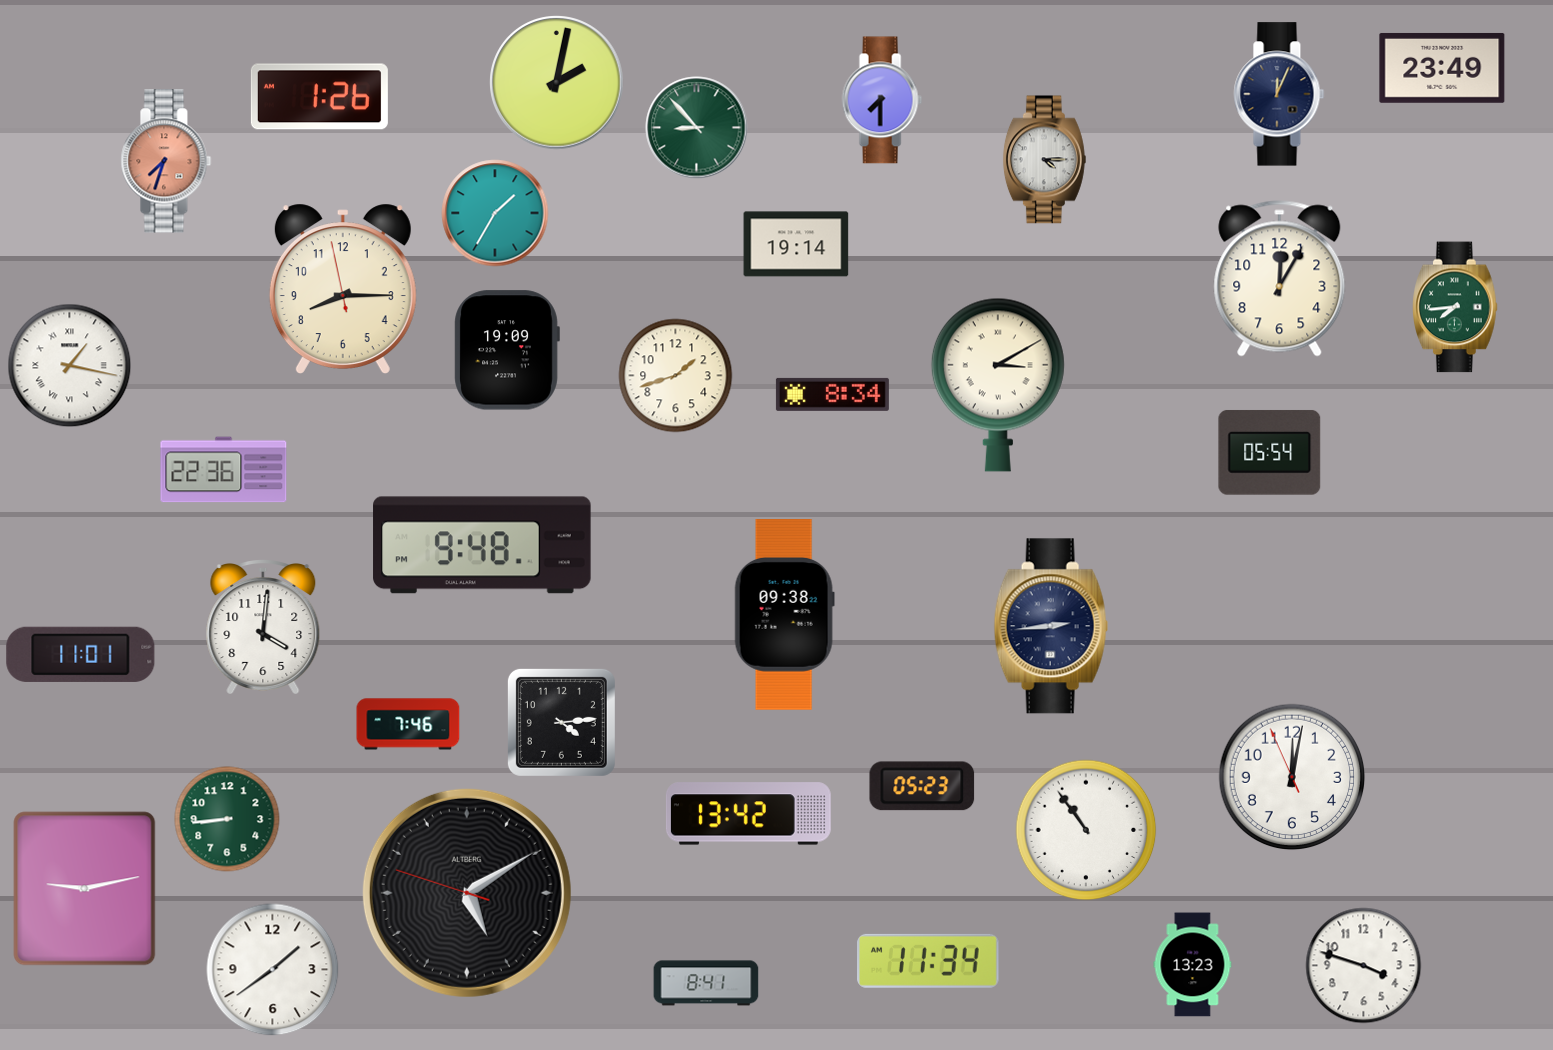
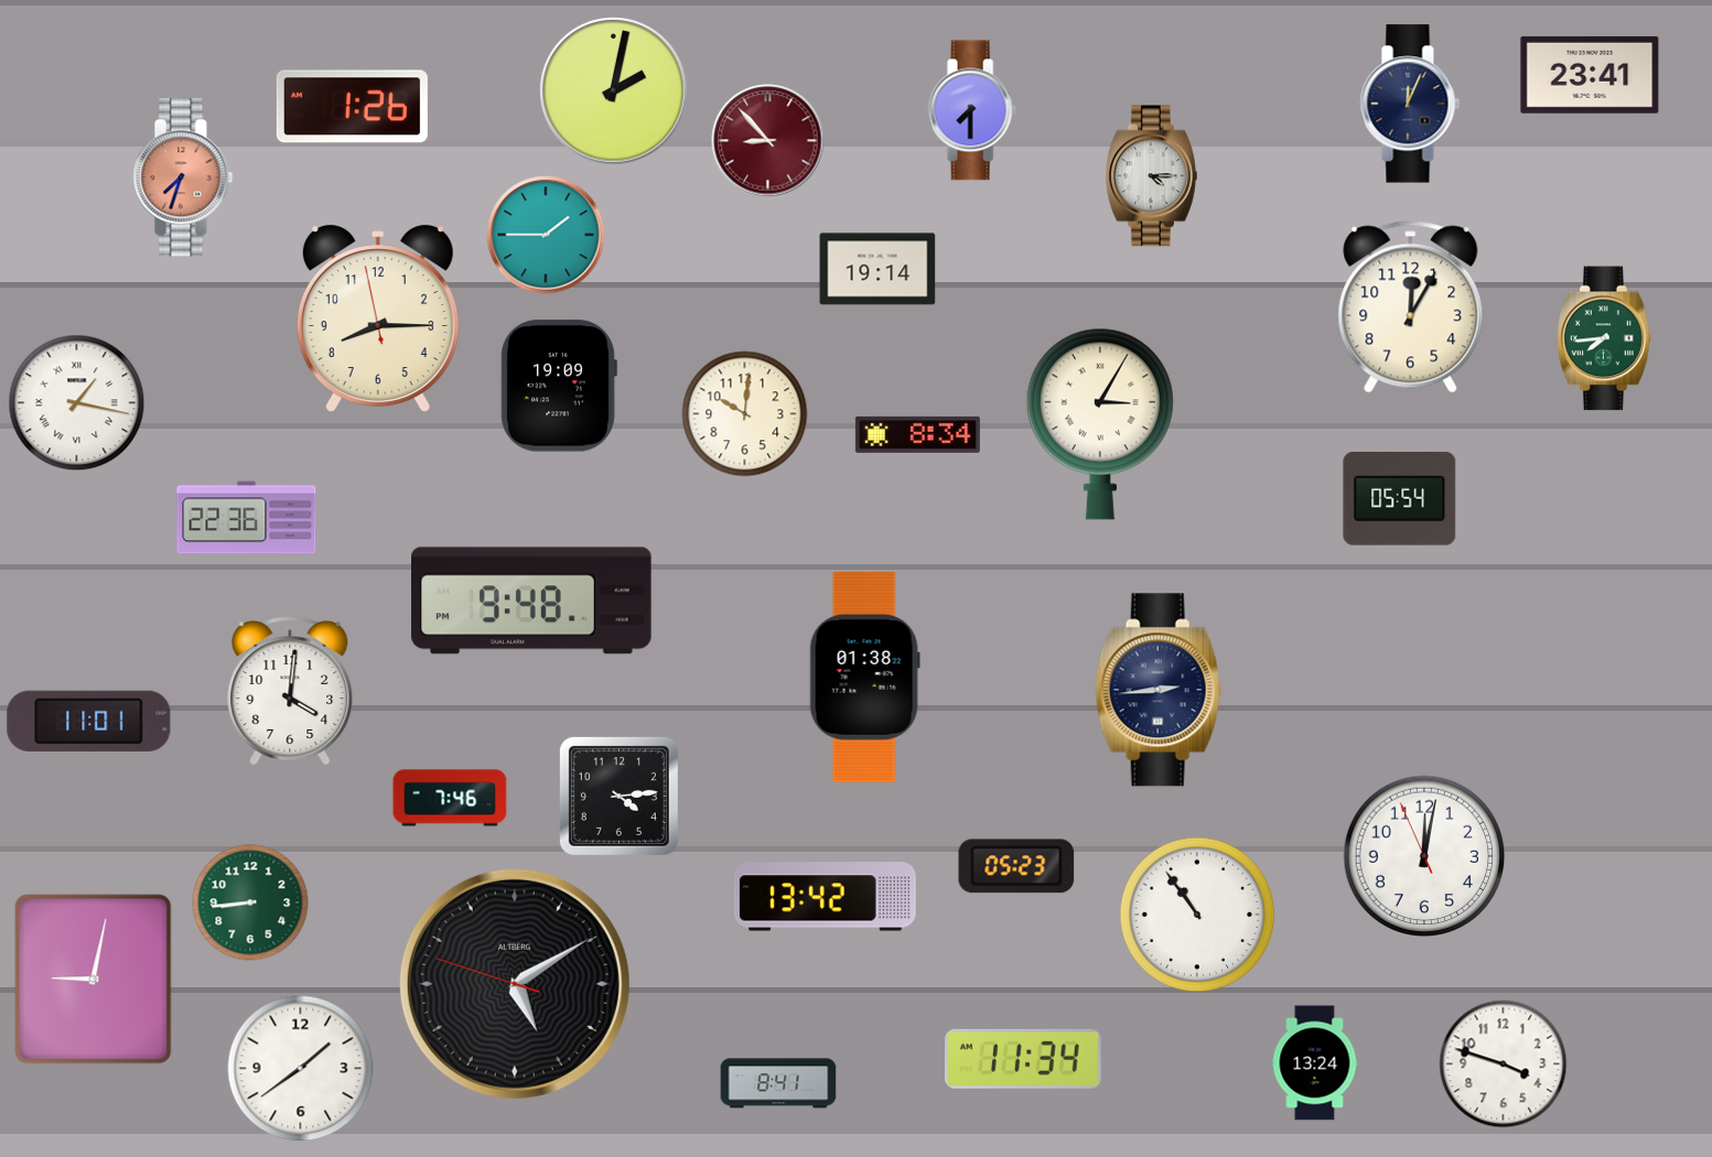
clock at (1442, 68): 23:49 -> 23:41
clock at (697, 128) dial: green -> burgundy
clock at (495, 213): 1:35 -> 1:45
clock at (676, 376): 1:42 -> 10:01
clock at (998, 385): 3:10 -> 3:05
clock at (784, 615): 09:38 -> 01:38
clock at (85, 889): 9:13 -> 9:02
clock at (1193, 965): 13:23 -> 13:24
